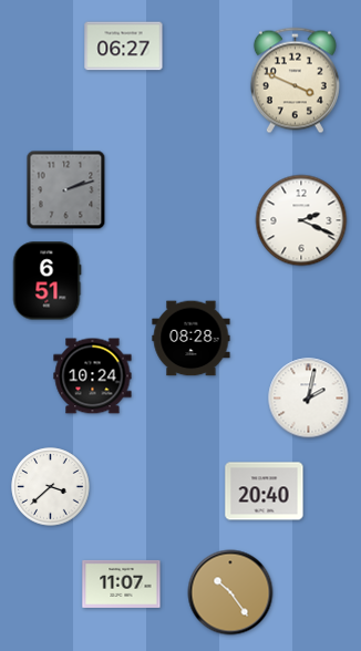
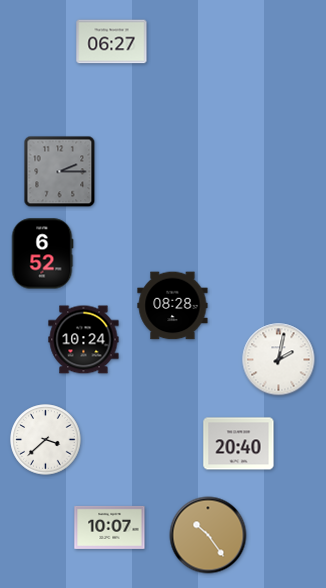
clock at (295, 81): 3:49 -> none
clock at (66, 190): 2:12 -> 2:15
clock at (301, 220): 2:19 -> none
clock at (47, 281): 6:51 -> 6:52
clock at (122, 583): 11:07 -> 10:07
